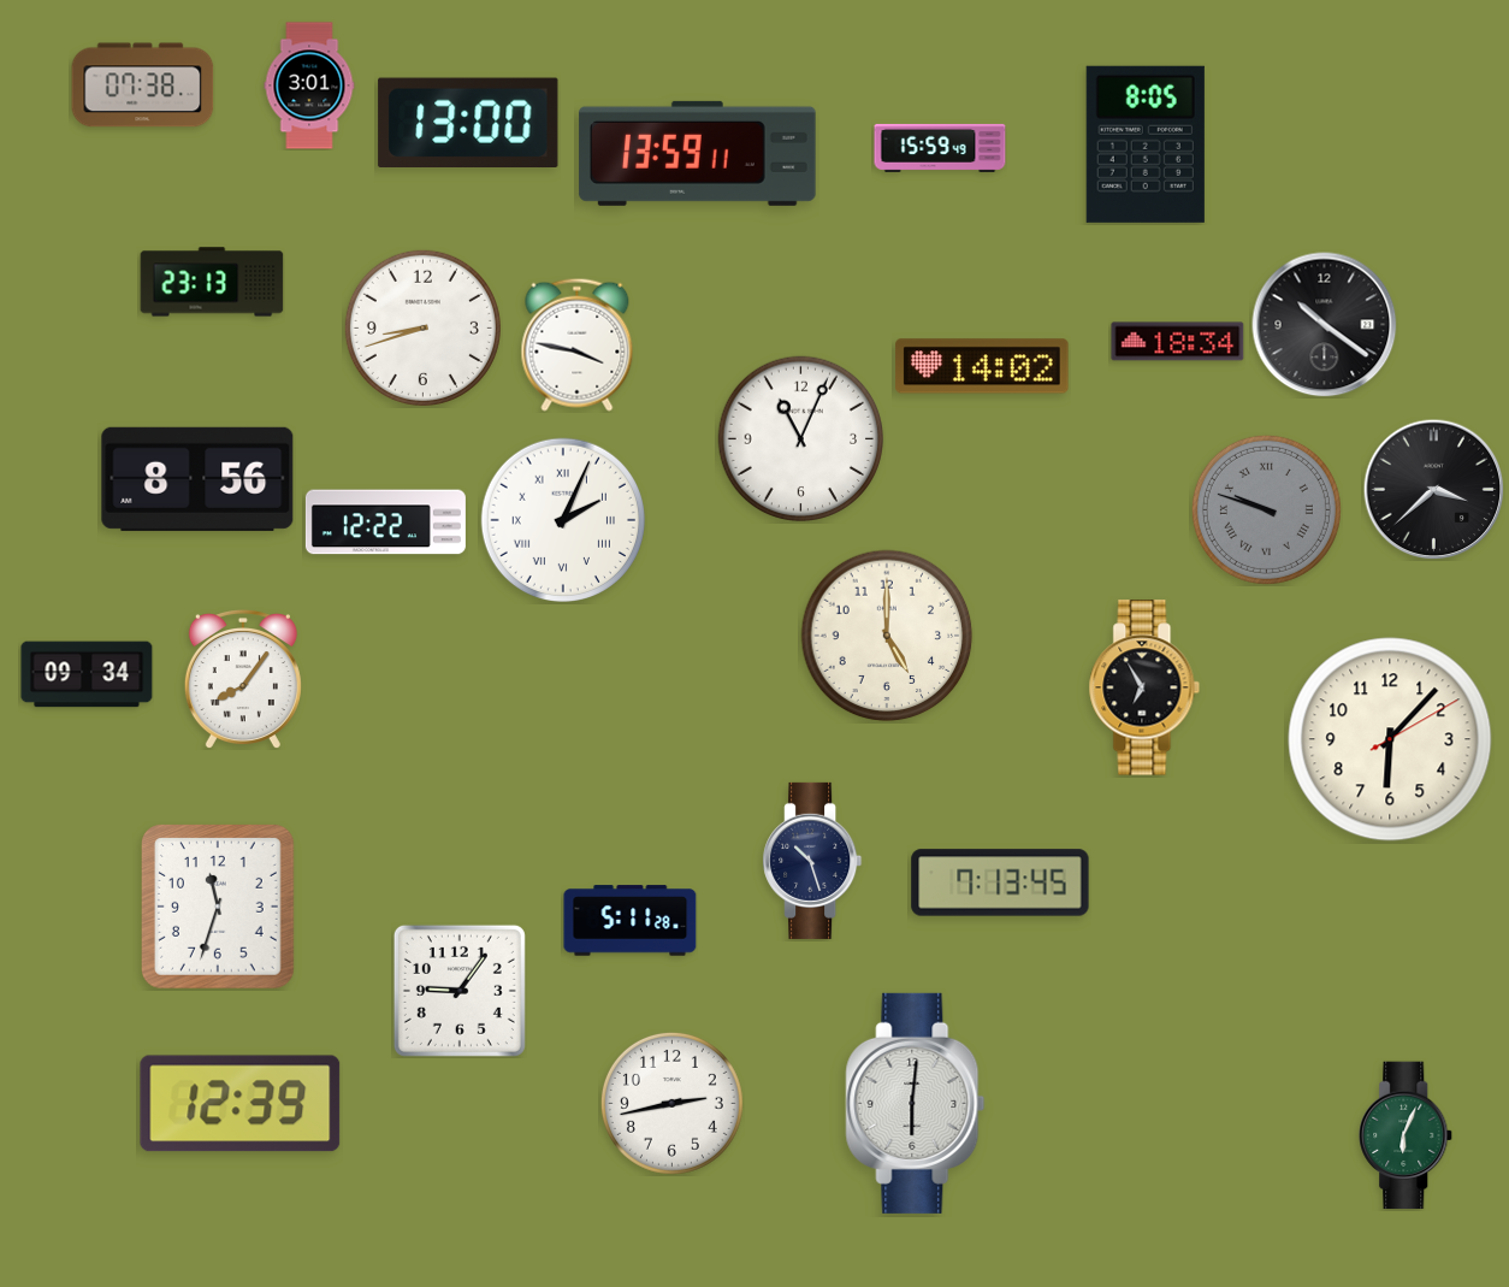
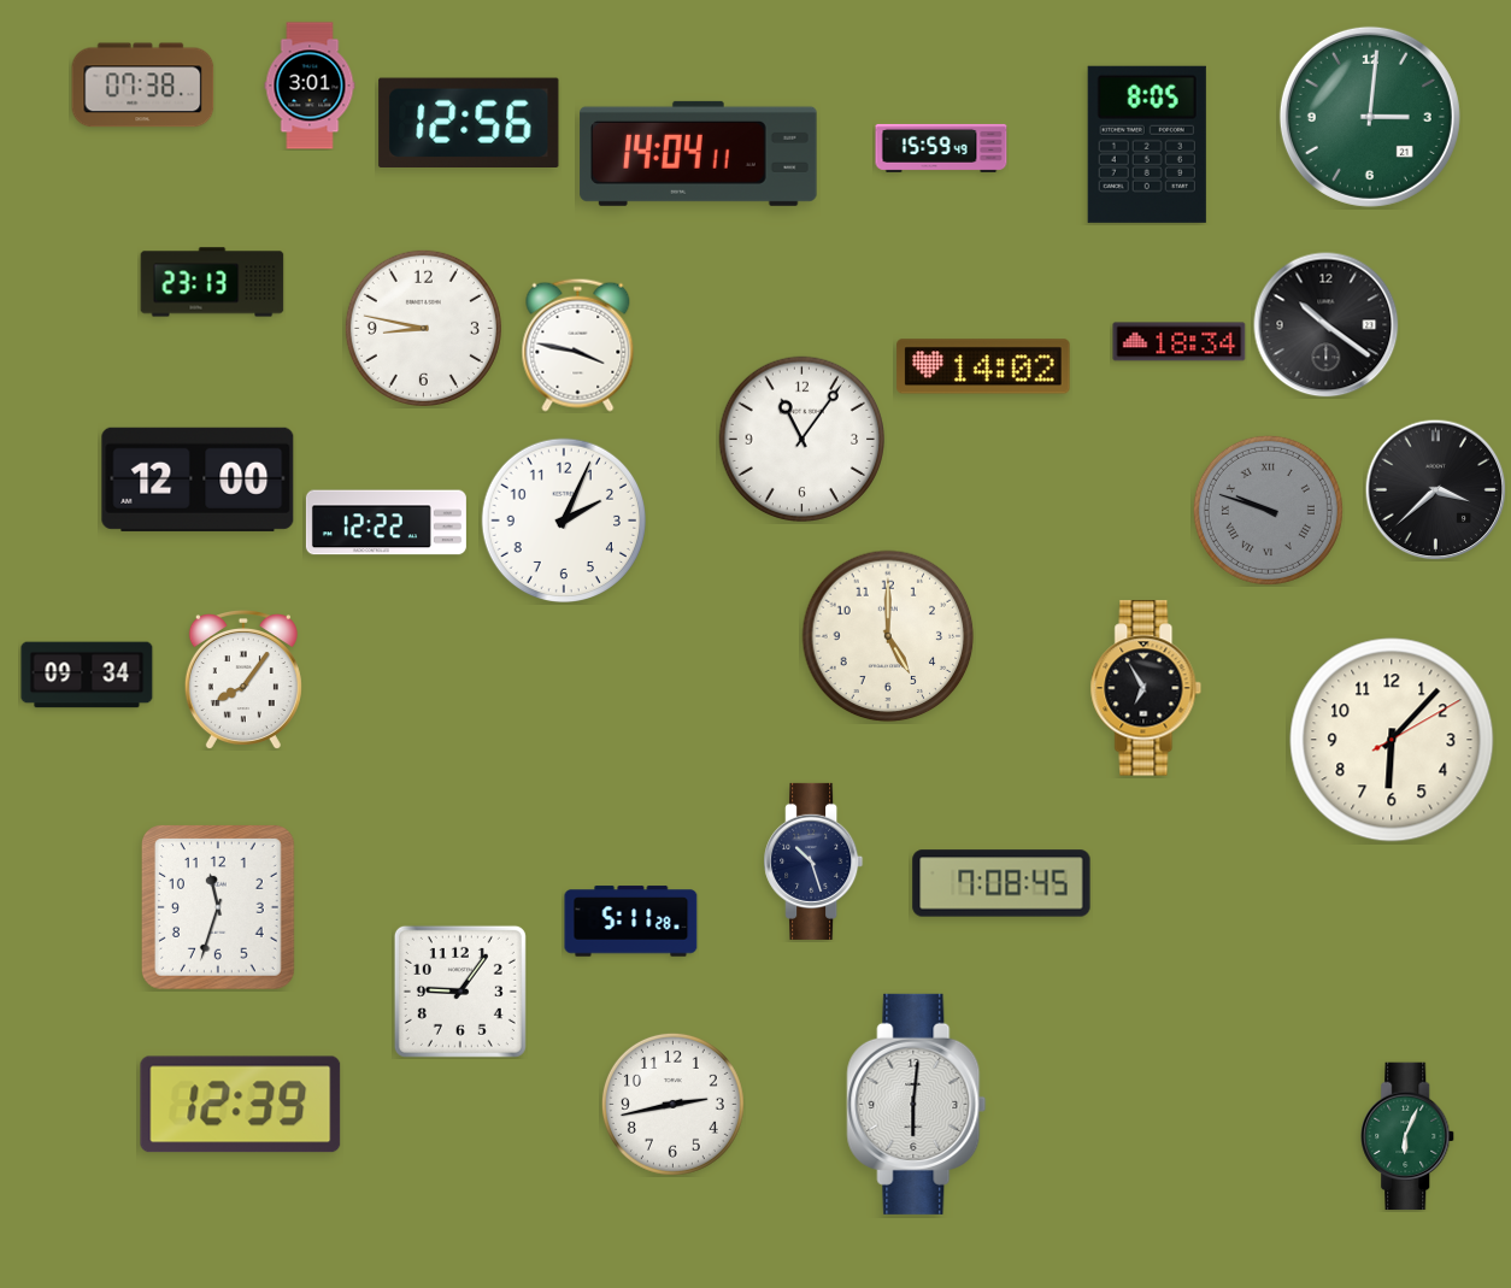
clock at (1370, 117): none -> 3:01
clock at (468, 122): 13:00 -> 12:56
clock at (698, 153): 13:59 -> 14:04
clock at (422, 327): 8:42 -> 8:47
clock at (801, 439): 11:04 -> 11:06
clock at (197, 479): 8:56 -> 12:00
clock at (562, 519) numerals: Roman -> Arabic
clock at (1000, 882): 7:13 -> 7:08
